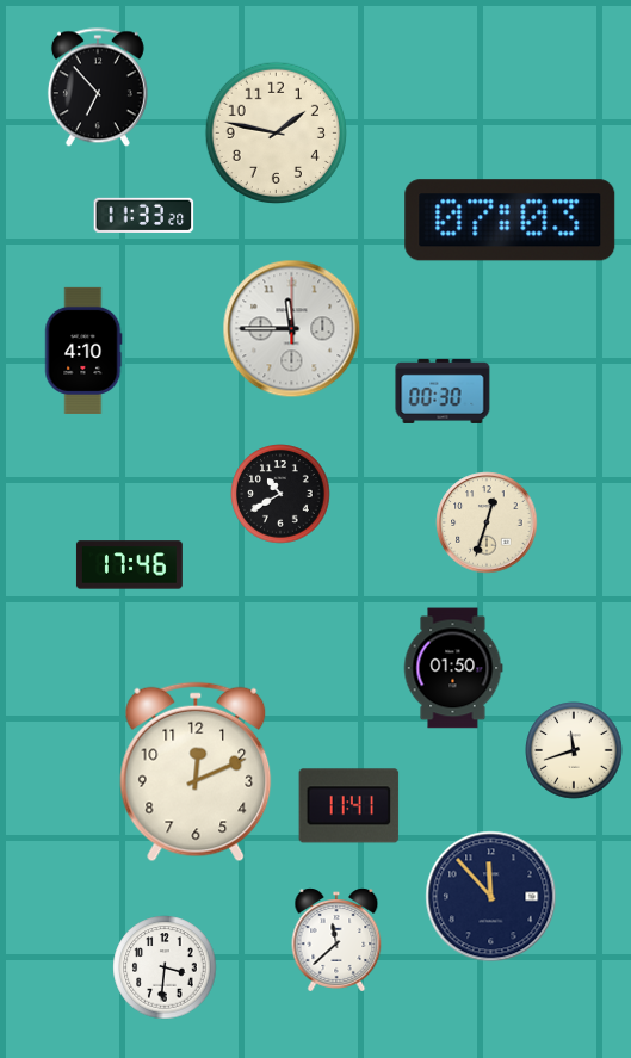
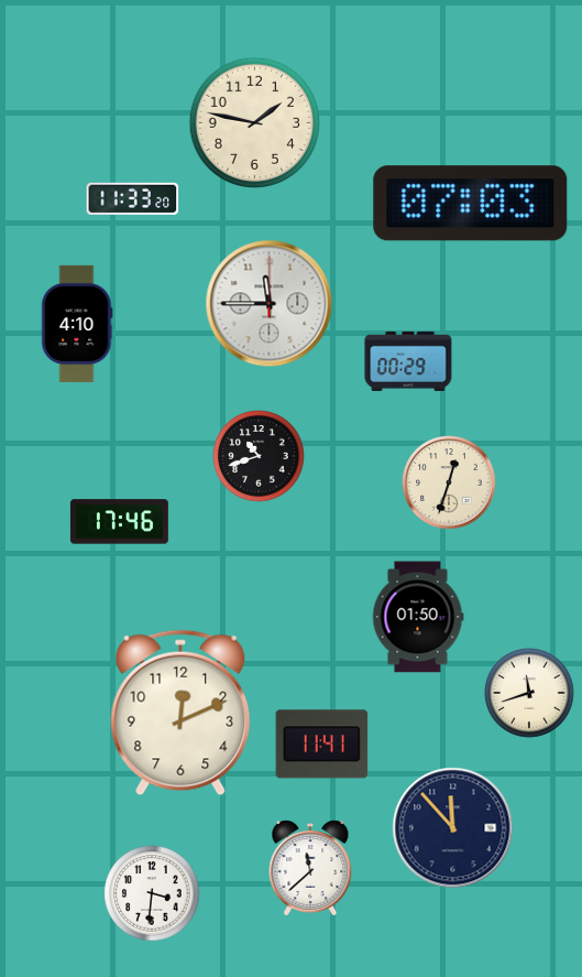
clock at (98, 87): 6:53 -> none
clock at (443, 391): 00:30 -> 00:29
clock at (280, 494): 10:40 -> 10:42
